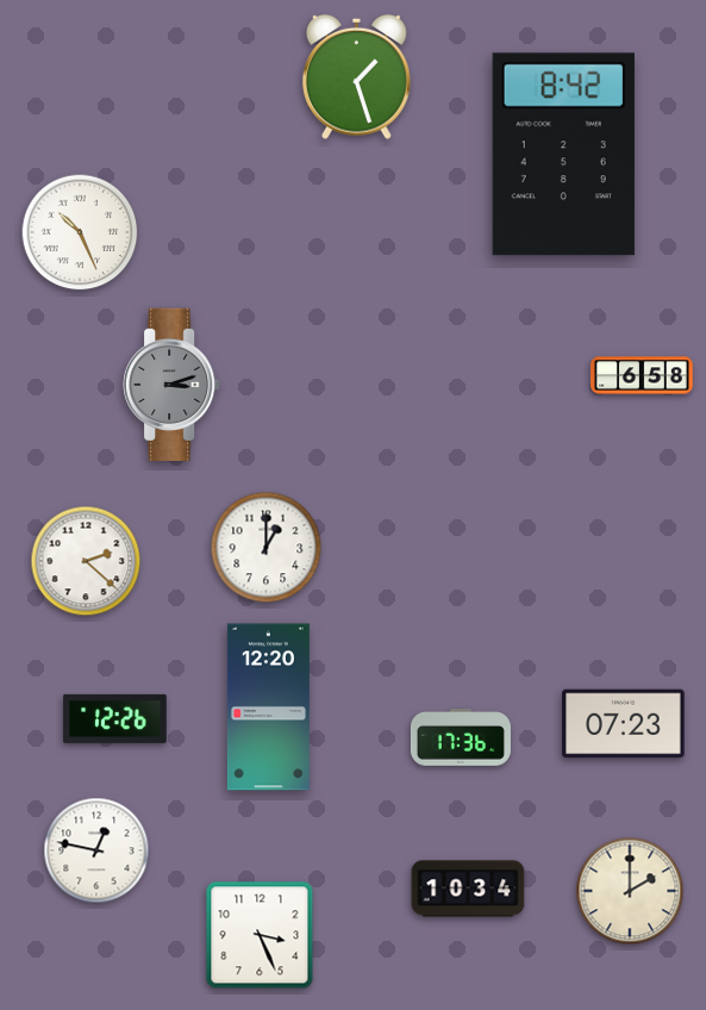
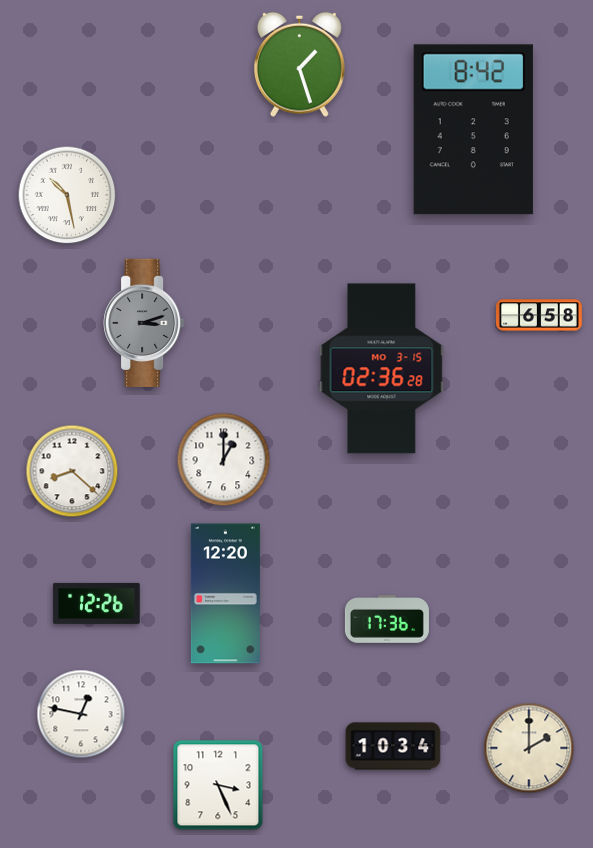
clock at (80, 232): 10:26 -> 10:28
clock at (382, 369): none -> 02:36
clock at (86, 561): 2:22 -> 8:22
clock at (624, 724): 07:23 -> none
